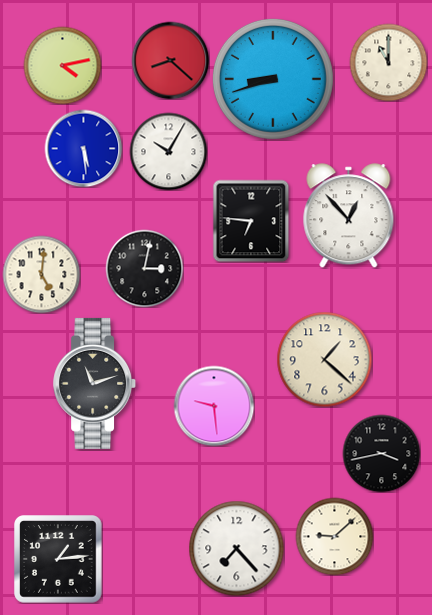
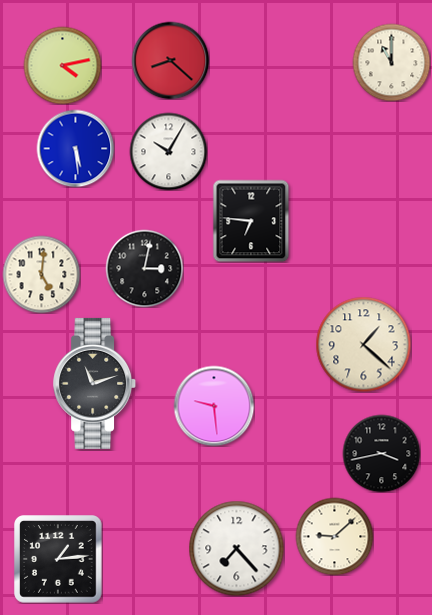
clock at (388, 62) position: (388, 62) -> (391, 62)
clock at (273, 79): 8:42 -> none
clock at (83, 148) position: (83, 148) -> (75, 148)
clock at (349, 216): 12:53 -> none
clock at (324, 359) position: (324, 359) -> (363, 344)
